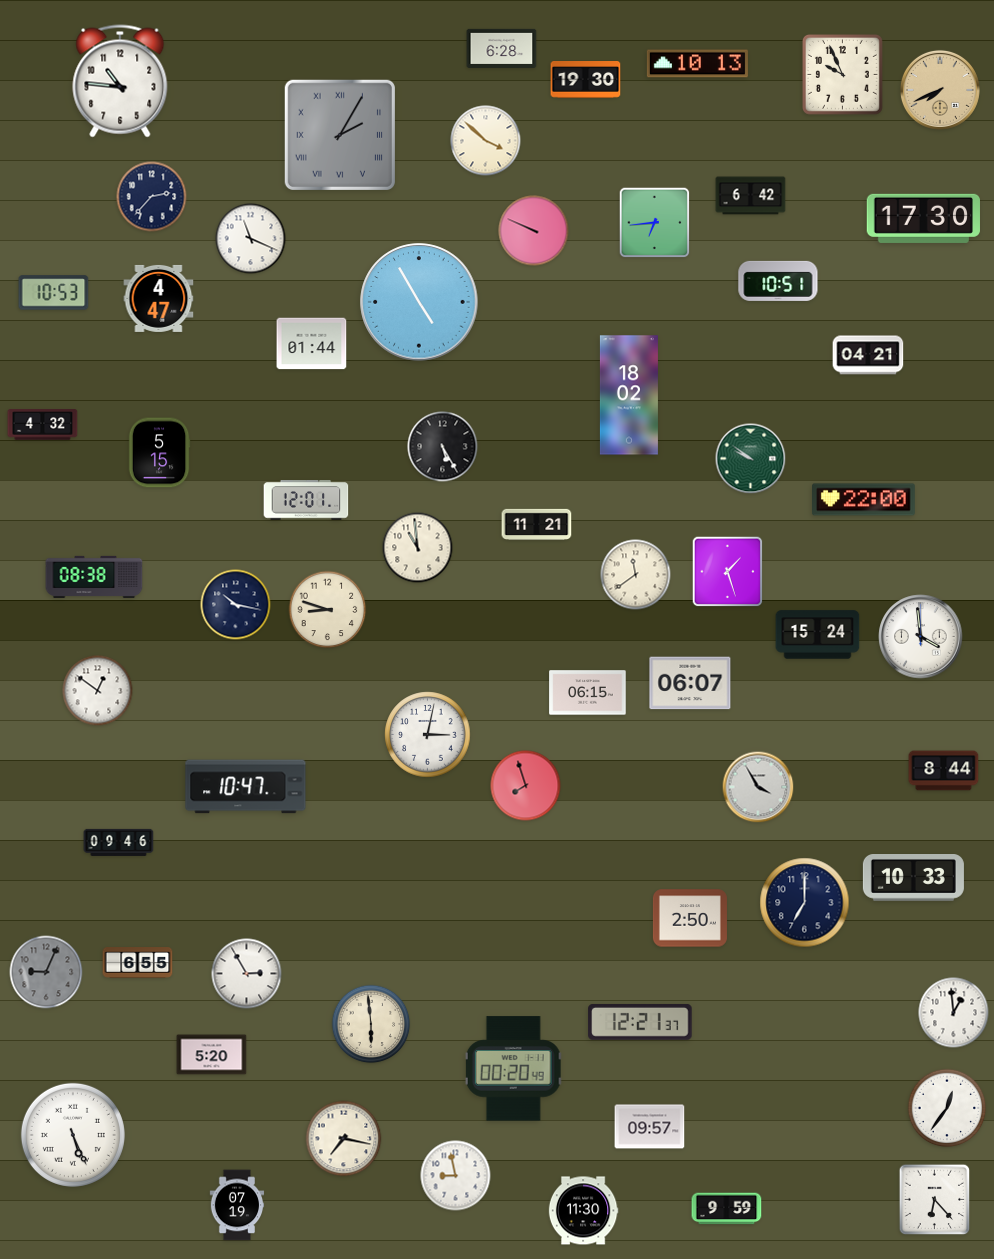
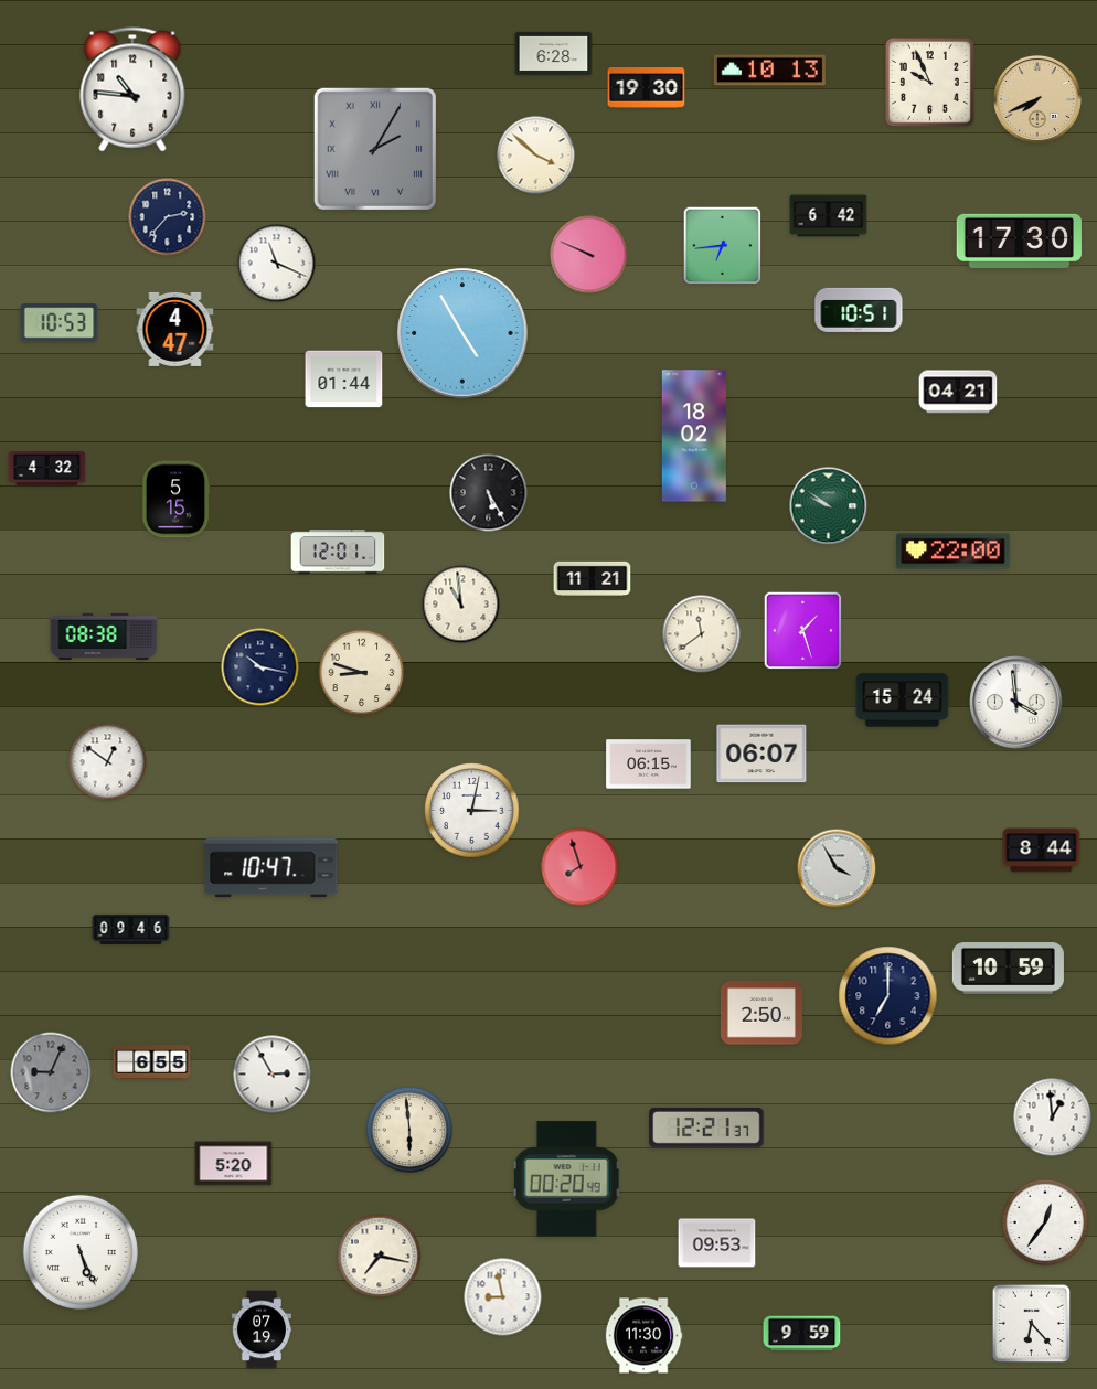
clock at (913, 878): 10:33 -> 10:59
clock at (650, 1127): 09:57 -> 09:53
